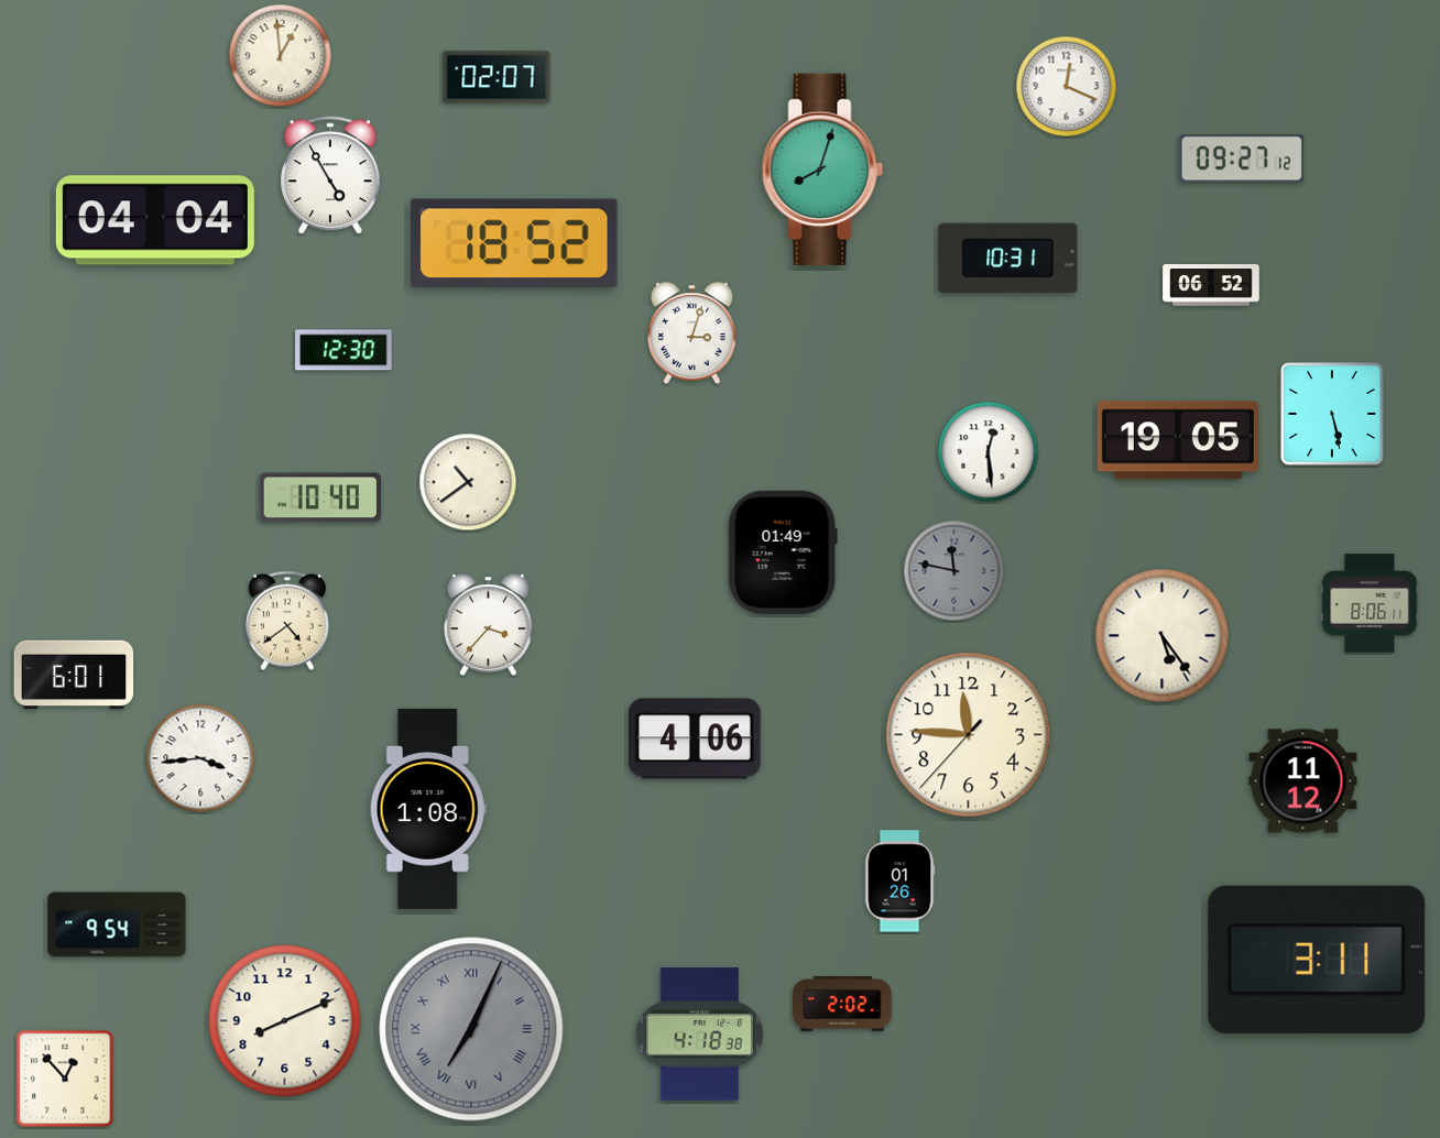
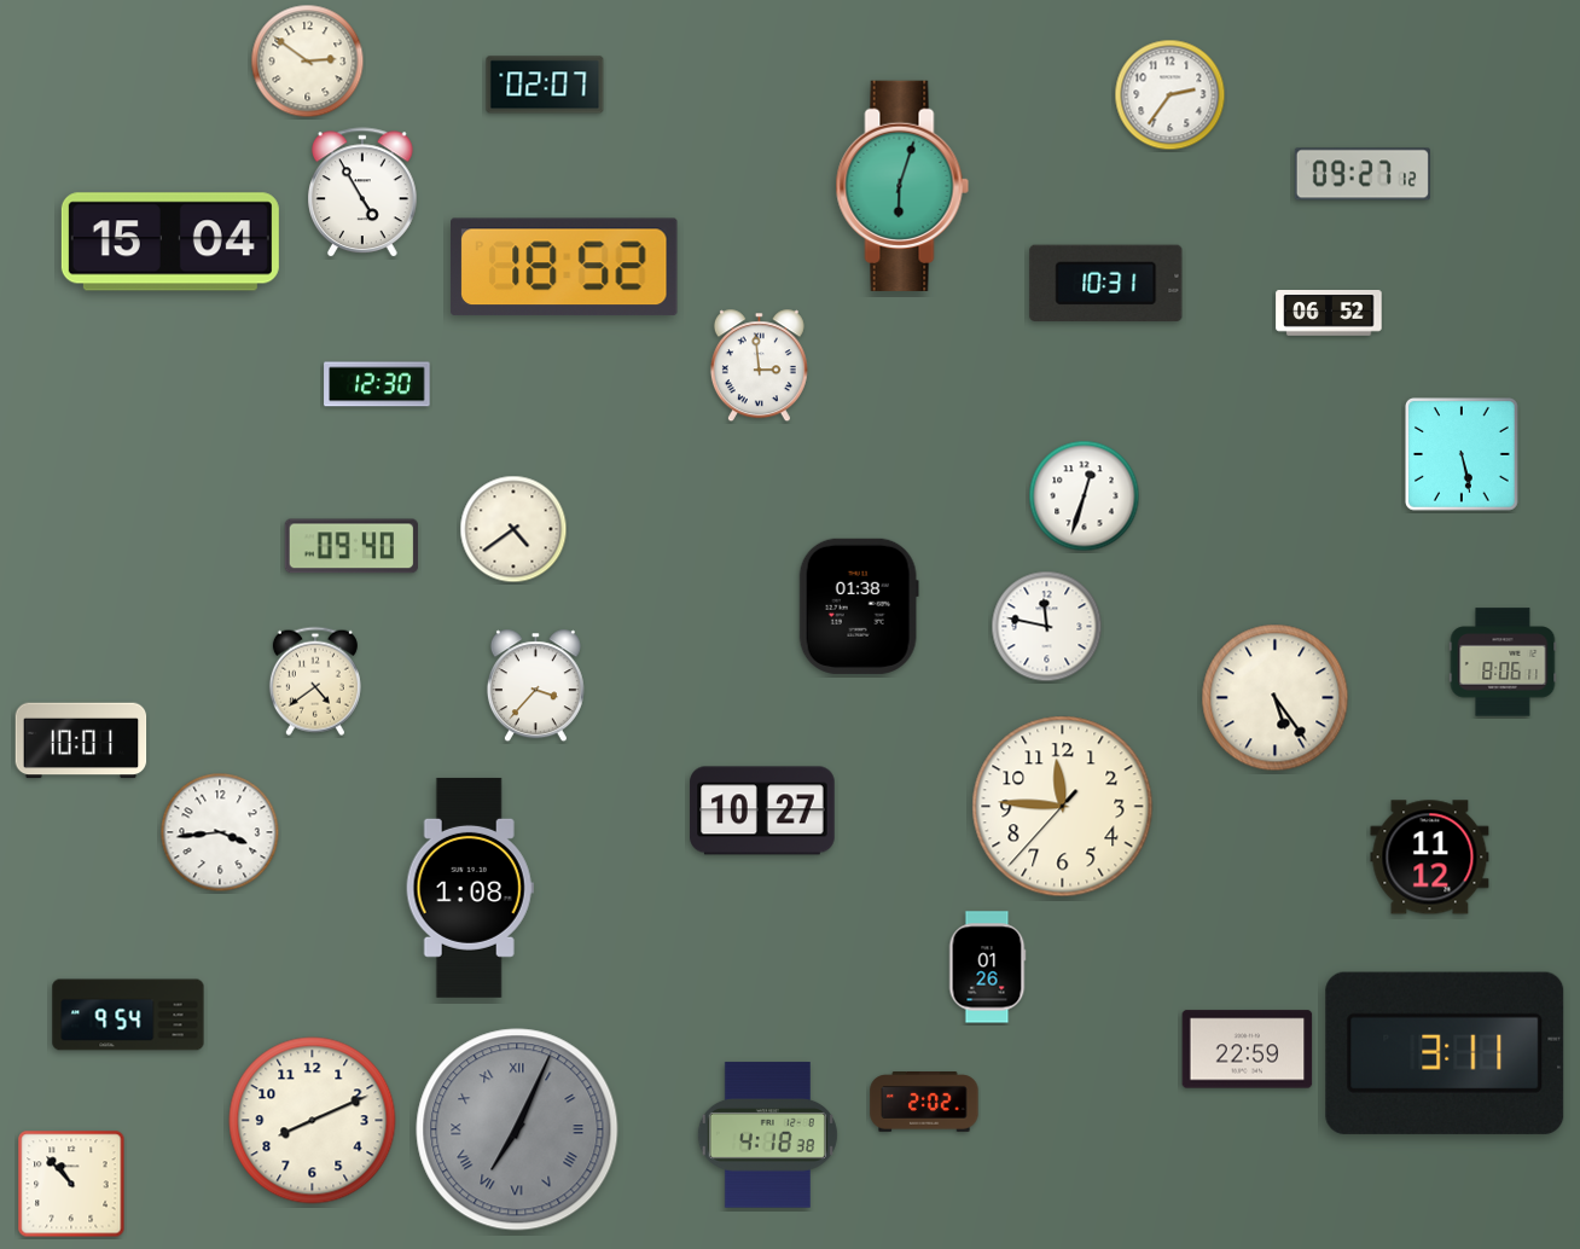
clock at (281, 56): 12:59 -> 2:51
clock at (1067, 87): 12:19 -> 2:36
clock at (822, 168): 8:03 -> 6:03
clock at (155, 220): 04:04 -> 15:04
clock at (691, 333): 3:03 -> 2:59
clock at (1178, 440): 19:05 -> none
clock at (989, 452): 12:29 -> 12:33
clock at (468, 482): 10:39 -> 4:39
clock at (320, 497): 10:40 -> 09:40
clock at (783, 552): 01:49 -> 01:38
clock at (954, 571) dial: grey -> white
clock at (74, 675): 6:01 -> 10:01
clock at (695, 738): 4:06 -> 10:27
clock at (1248, 1050): none -> 22:59
clock at (65, 1079): 12:53 -> 10:53
